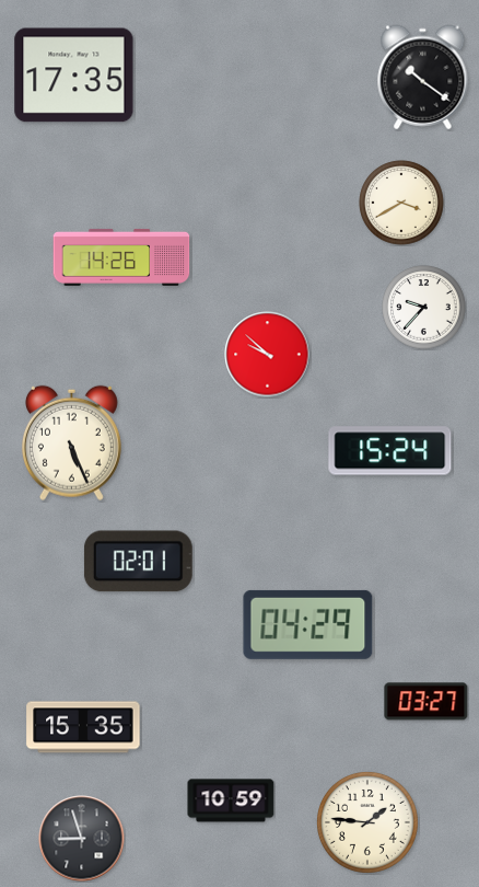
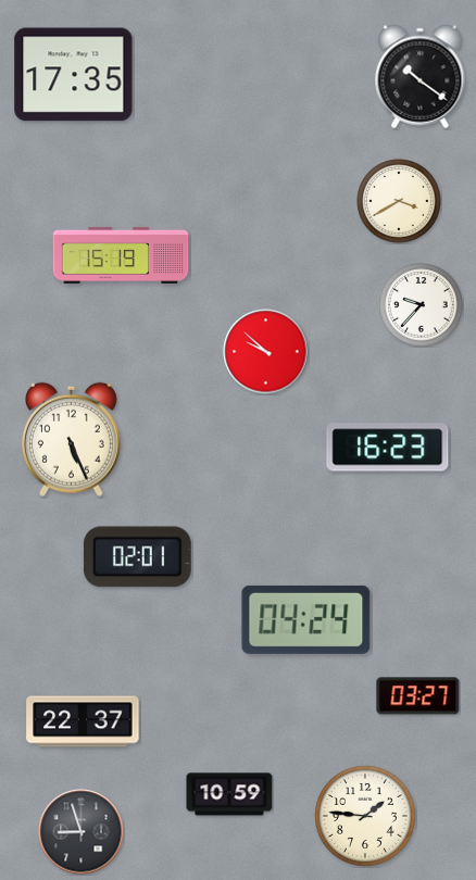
clock at (121, 257): 14:26 -> 15:19
clock at (390, 451): 15:24 -> 16:23
clock at (308, 624): 04:29 -> 04:24
clock at (427, 702) position: (427, 702) -> (418, 696)
clock at (83, 727): 15:35 -> 22:37
